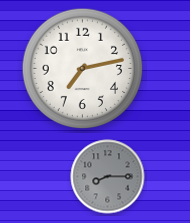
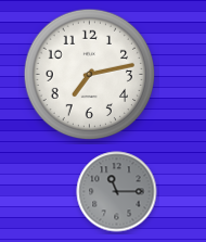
clock at (108, 177): 8:15 -> 11:15
